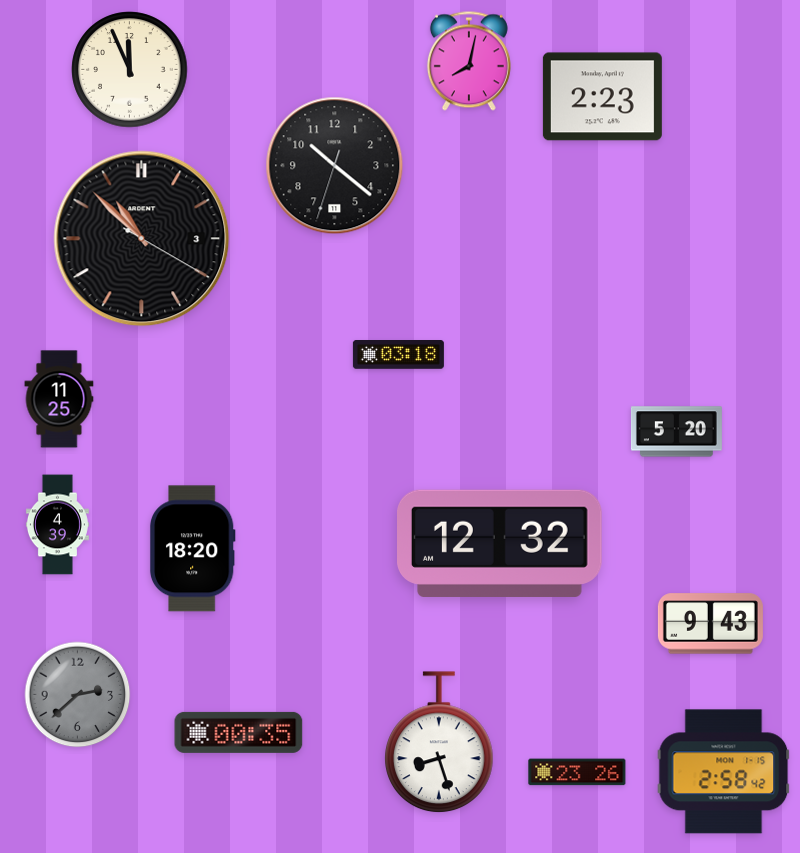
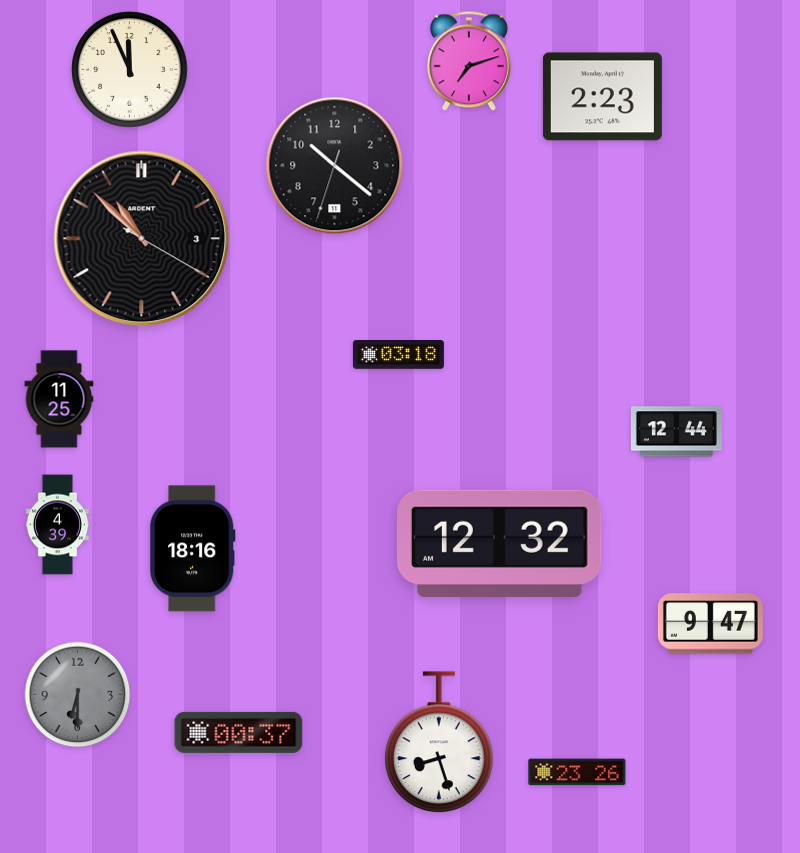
clock at (469, 61): 8:02 -> 7:12
clock at (676, 432): 5:20 -> 12:44
clock at (192, 549): 18:20 -> 18:16
clock at (710, 624): 9:43 -> 9:47
clock at (78, 695): 2:38 -> 6:30
clock at (239, 732): 00:35 -> 00:37
clock at (724, 772): 2:58 -> none
